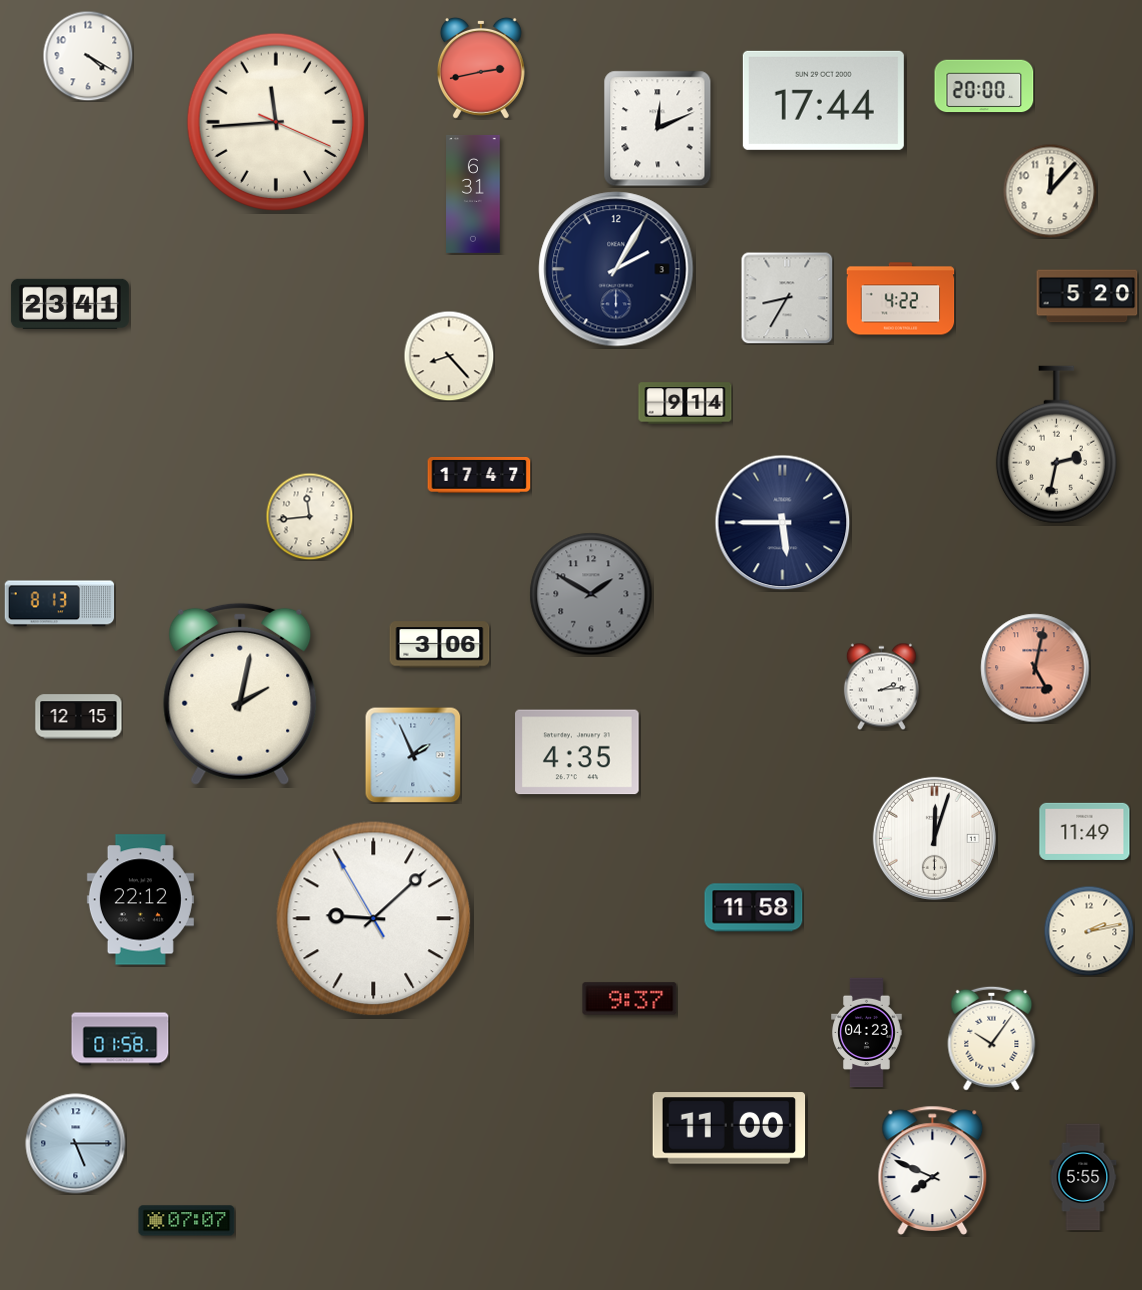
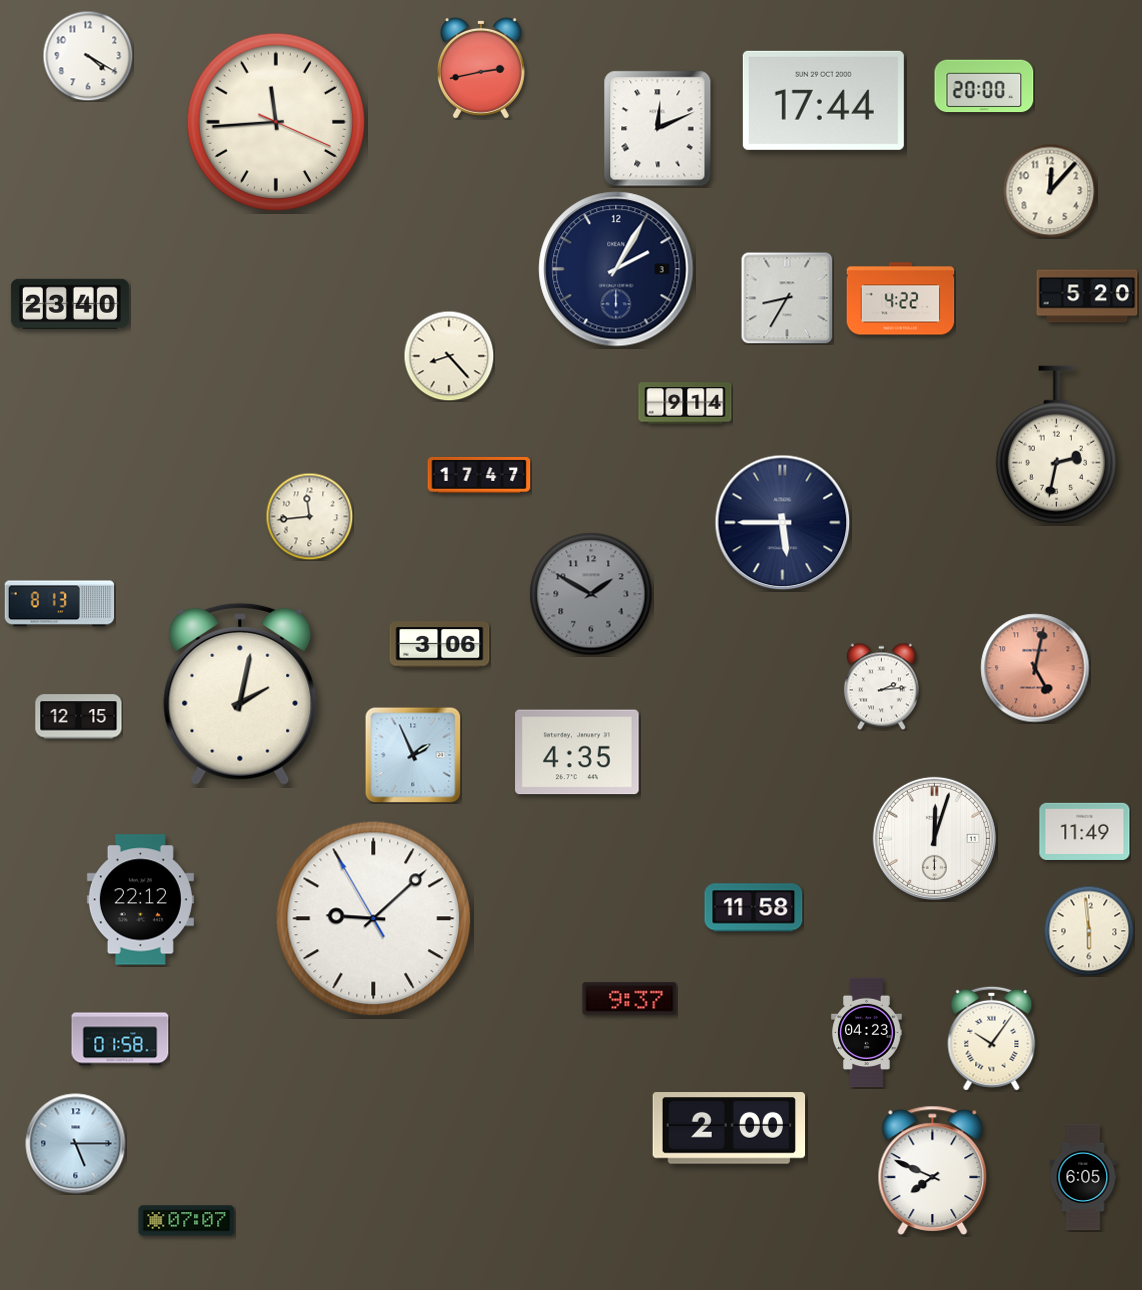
clock at (473, 194): 6:31 -> none
clock at (70, 304): 23:41 -> 23:40
clock at (1089, 931): 2:13 -> 5:59
clock at (729, 1128): 11:00 -> 2:00
clock at (1083, 1177): 5:55 -> 6:05
